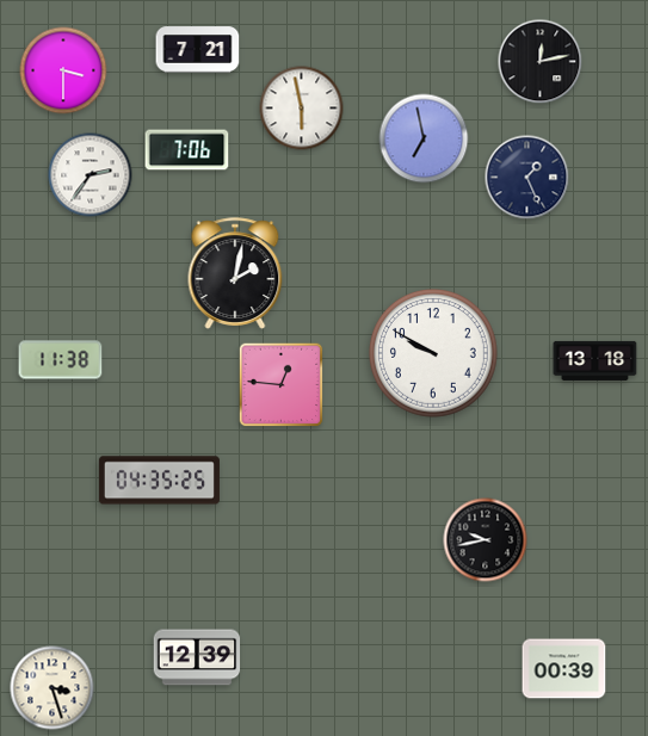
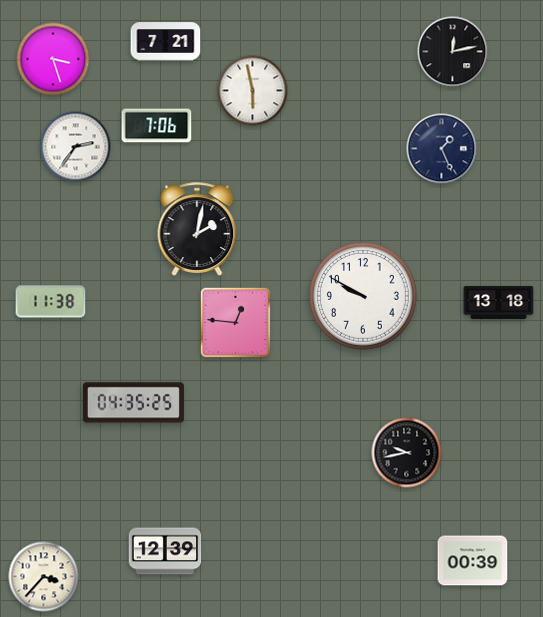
clock at (63, 70): 3:30 -> 3:27
clock at (424, 138): 6:58 -> none
clock at (53, 688): 3:27 -> 3:37
